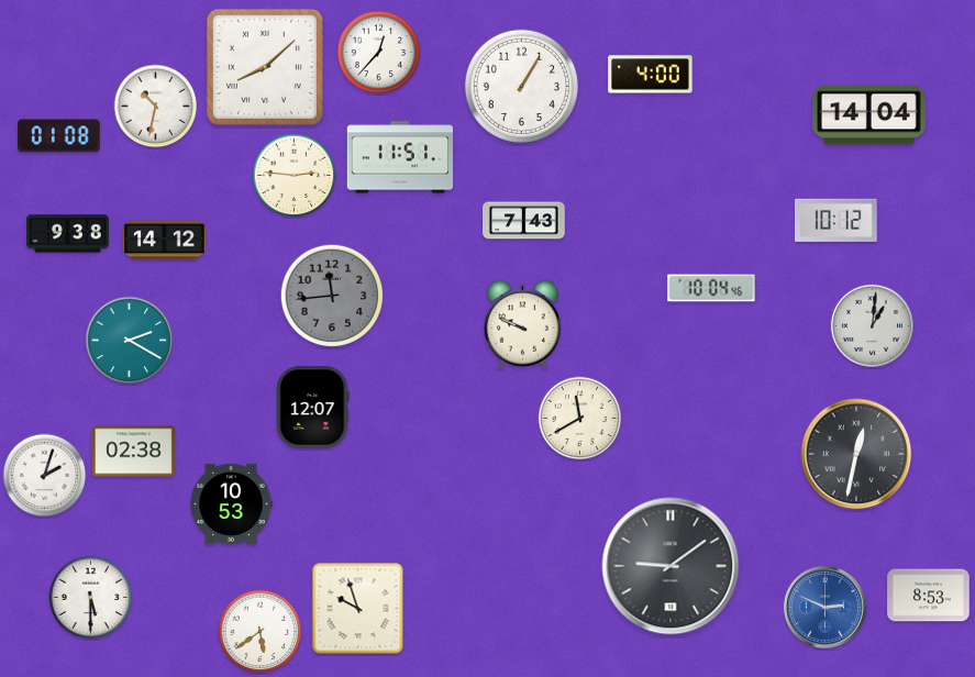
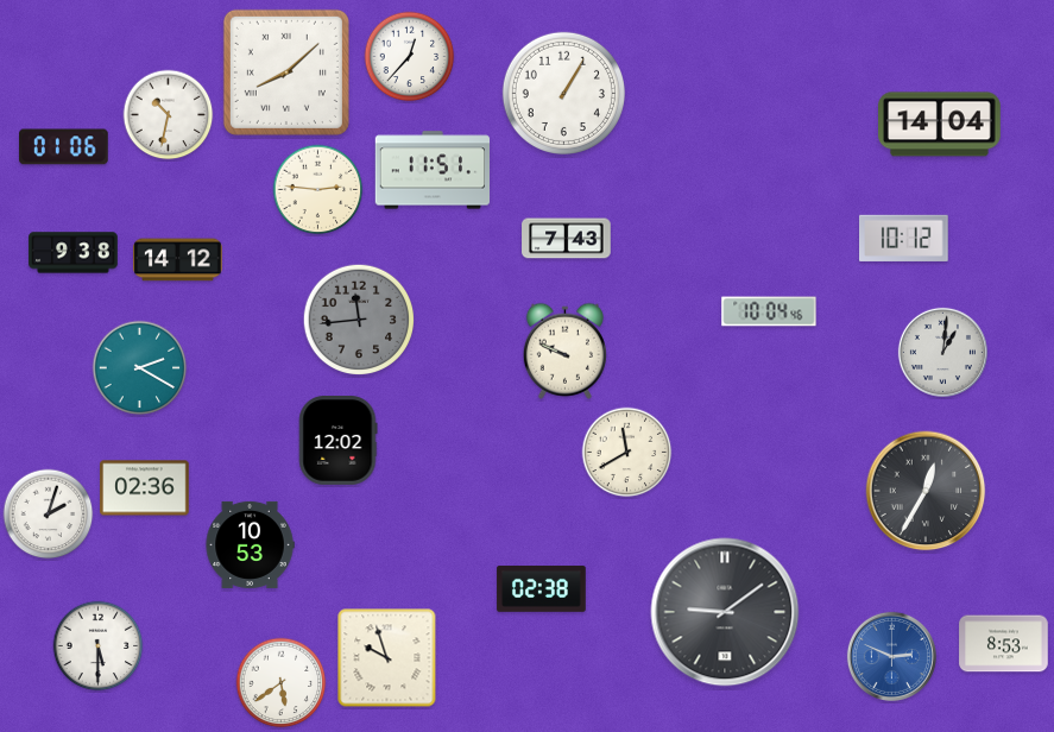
clock at (651, 75): 4:00 -> none
clock at (59, 136): 01:08 -> 01:06
clock at (313, 408): 12:07 -> 12:02
clock at (134, 452): 02:38 -> 02:36
clock at (856, 454): 12:32 -> 12:35
clock at (542, 589): none -> 02:38
